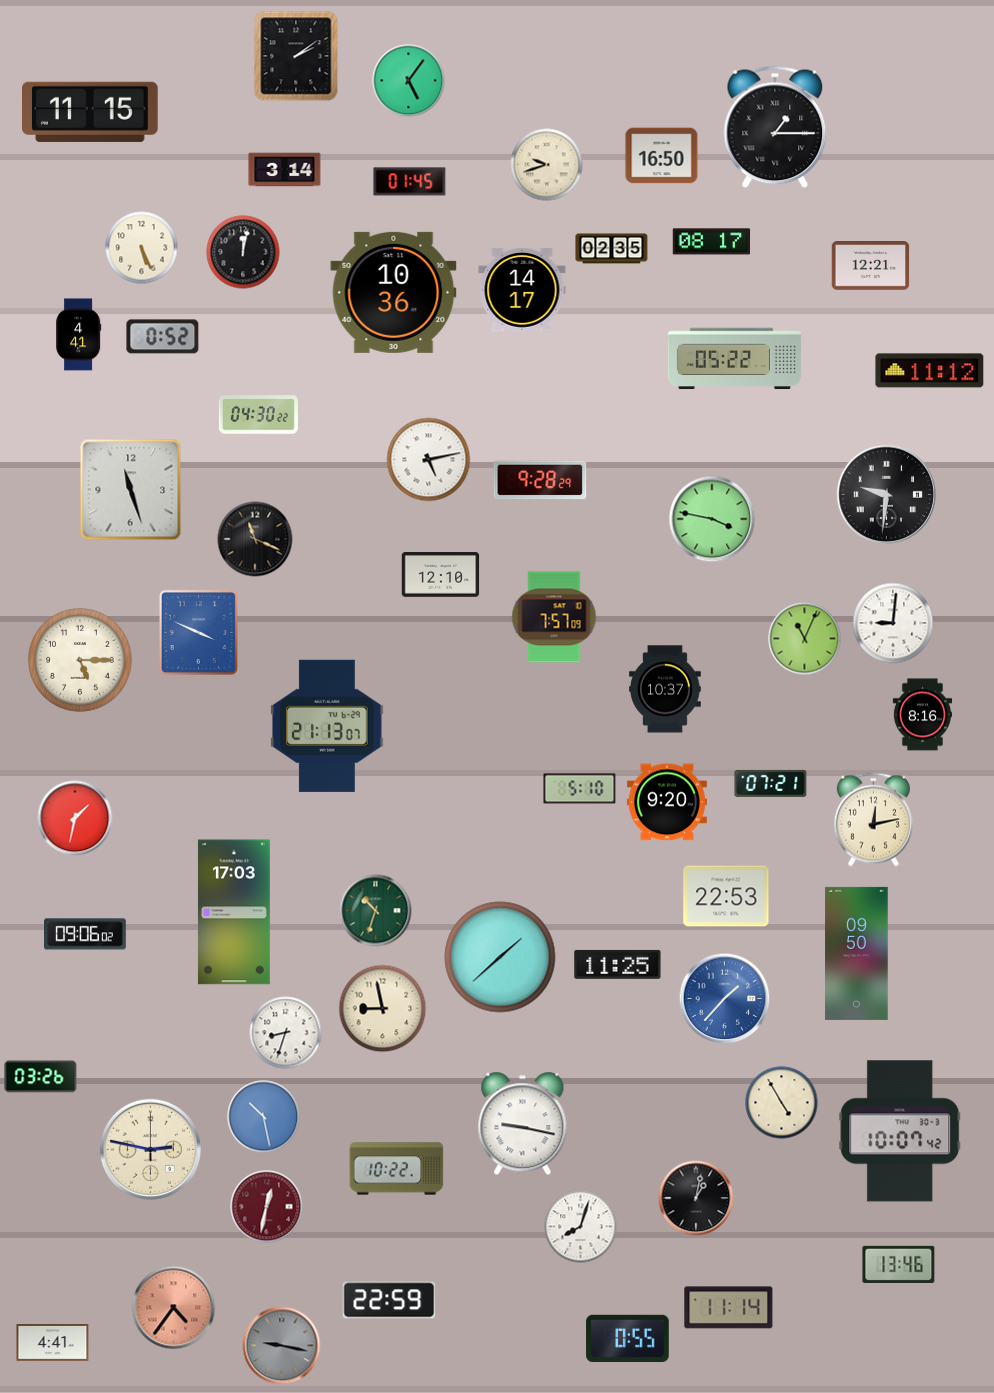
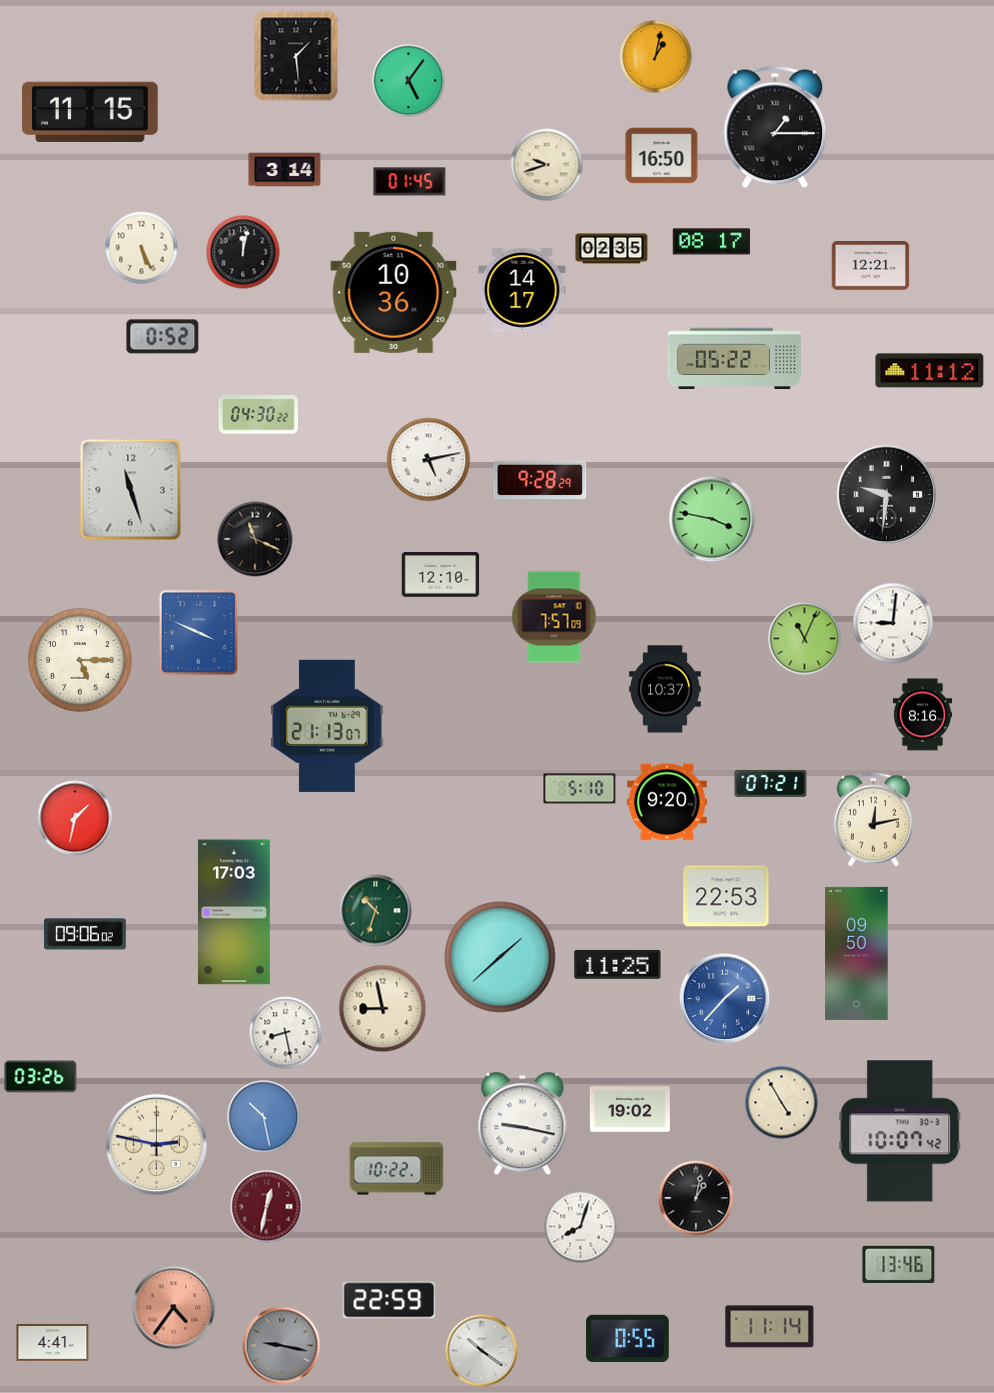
clock at (296, 56): 2:09 -> 1:29
clock at (656, 57): none -> 1:02
clock at (79, 335): 4:41 -> none
clock at (286, 1033): 8:33 -> 8:28
clock at (630, 1109): none -> 19:02
clock at (150, 1149) position: (150, 1149) -> (156, 1144)
clock at (729, 1308) position: (729, 1308) -> (770, 1327)
clock at (482, 1351): none -> 10:21
